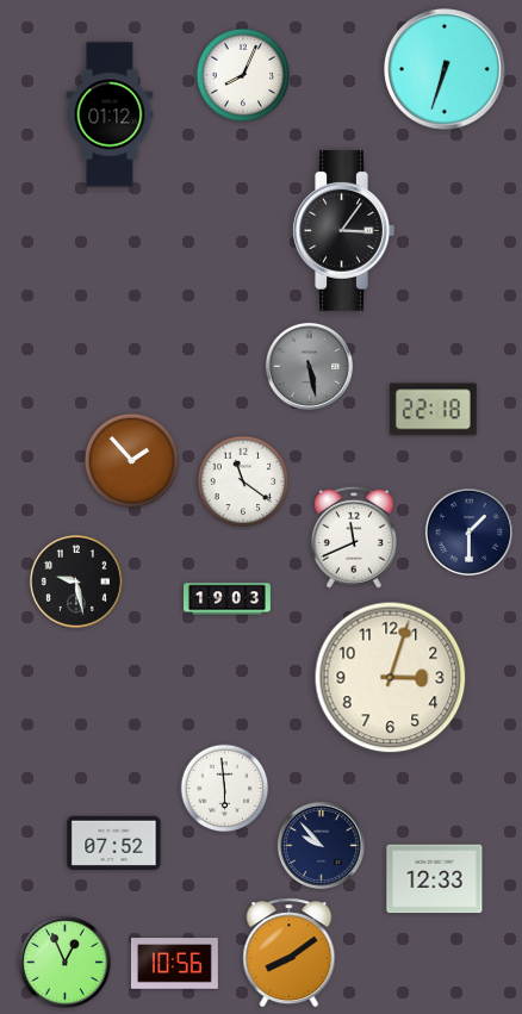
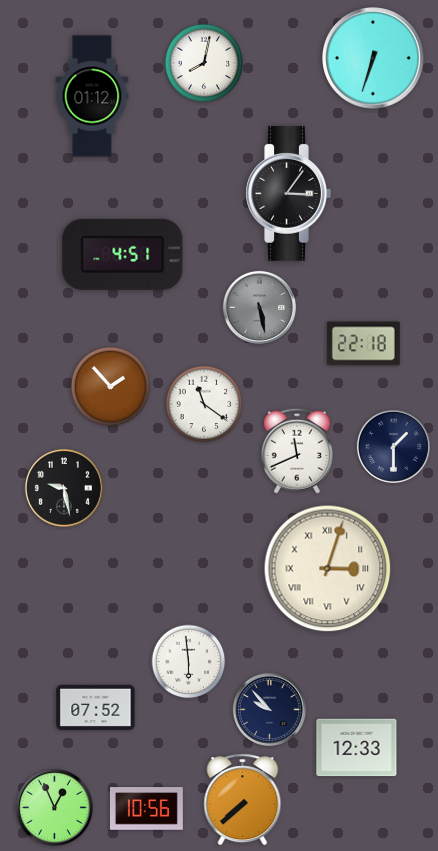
clock at (243, 75): 8:04 -> 8:02
clock at (123, 254): none -> 4:51
clock at (228, 599): 19:03 -> none
clock at (391, 678) numerals: Arabic -> Roman
clock at (435, 879) position: (435, 879) -> (357, 748)
clock at (290, 953): 8:09 -> 7:38
